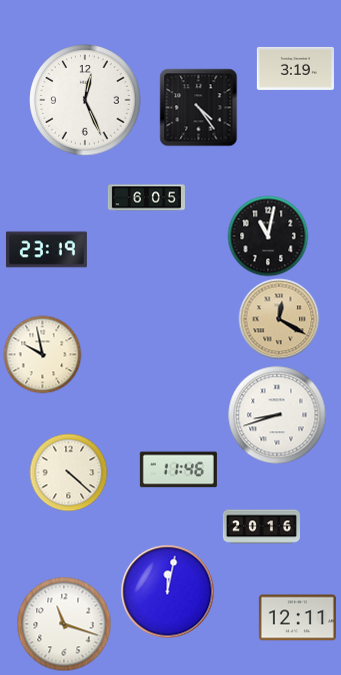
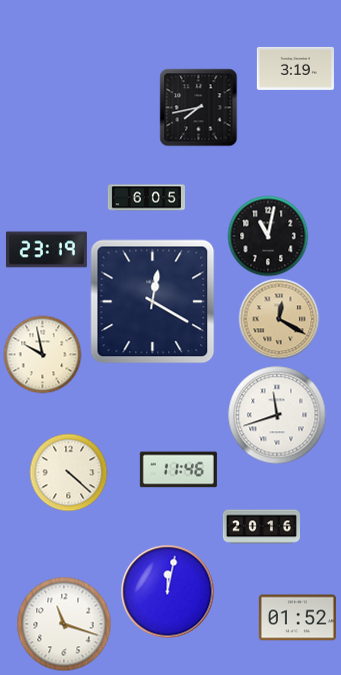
clock at (85, 100): 12:26 -> none
clock at (198, 107): 4:24 -> 7:43
clock at (153, 302): none -> 12:20
clock at (277, 415): 8:42 -> 11:42
clock at (297, 618): 12:11 -> 01:52
